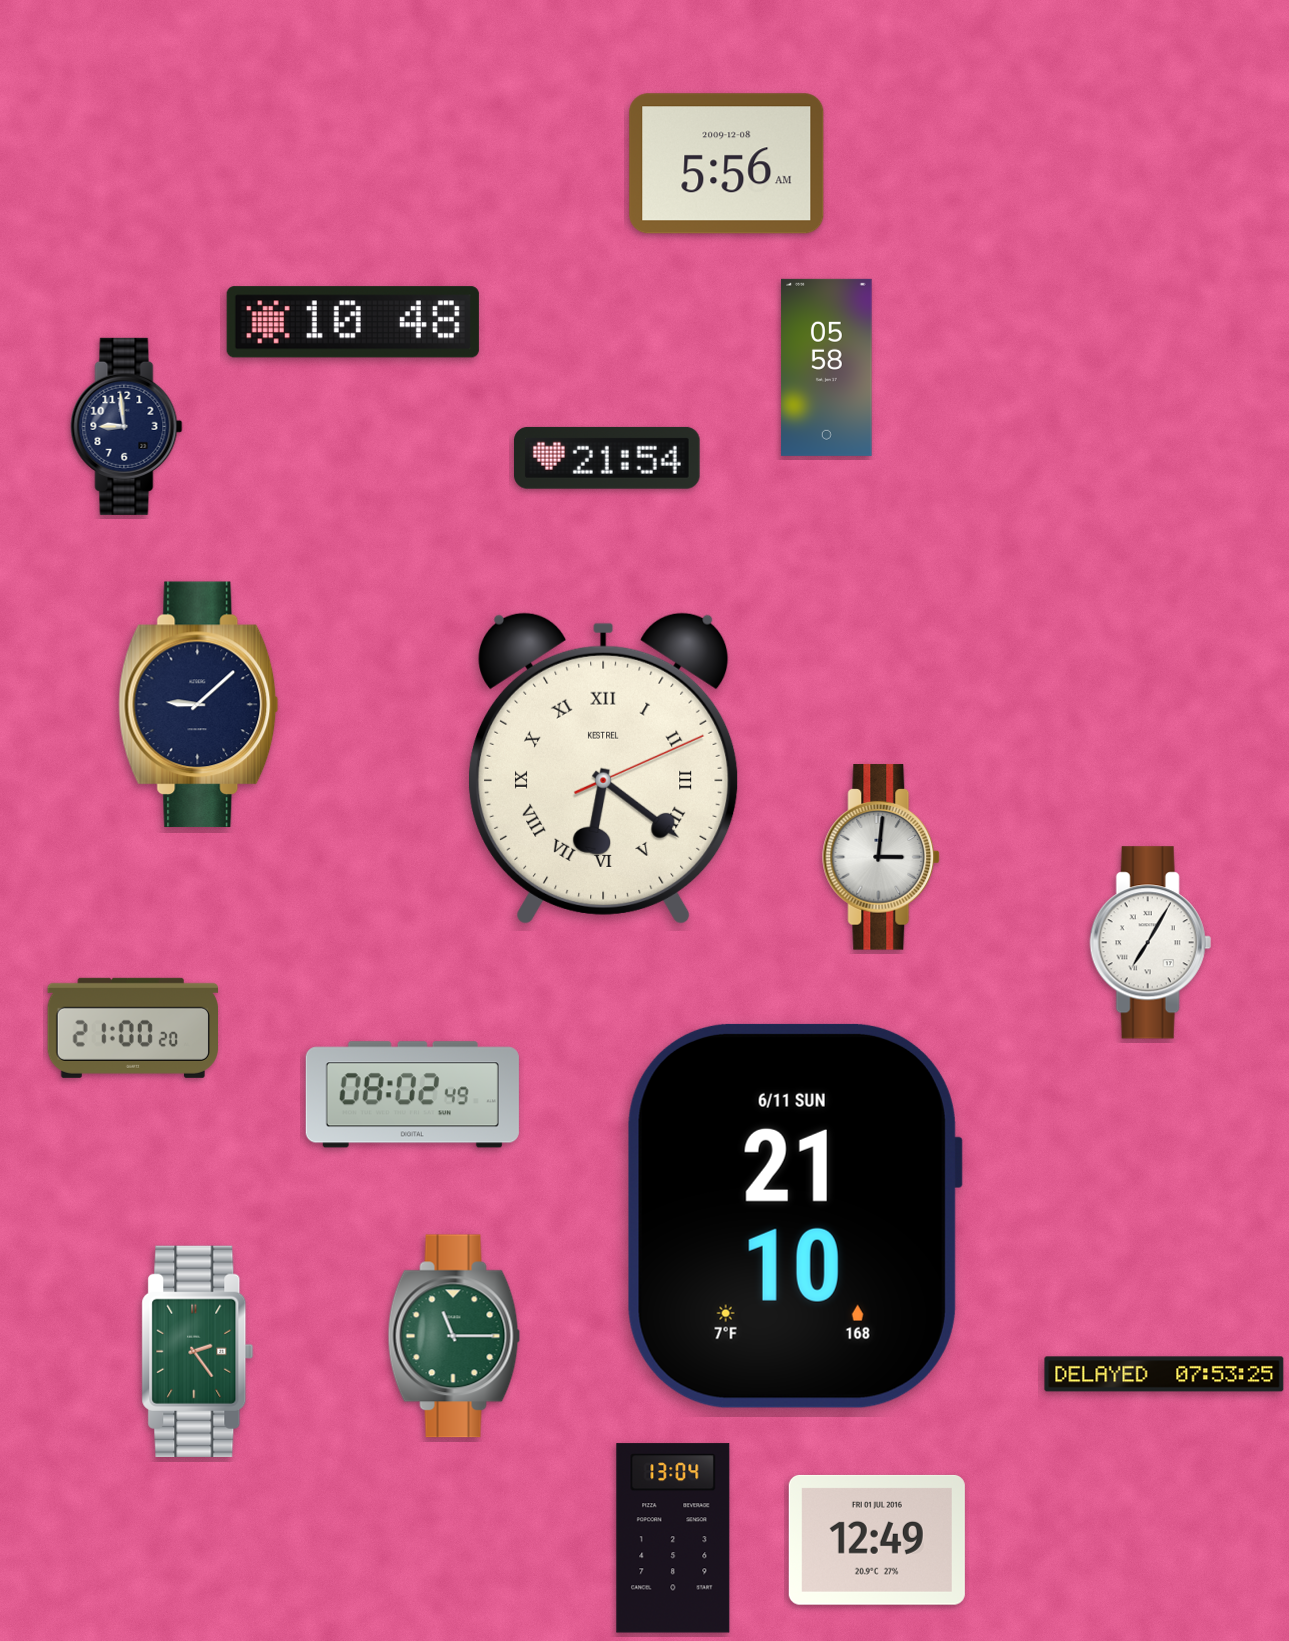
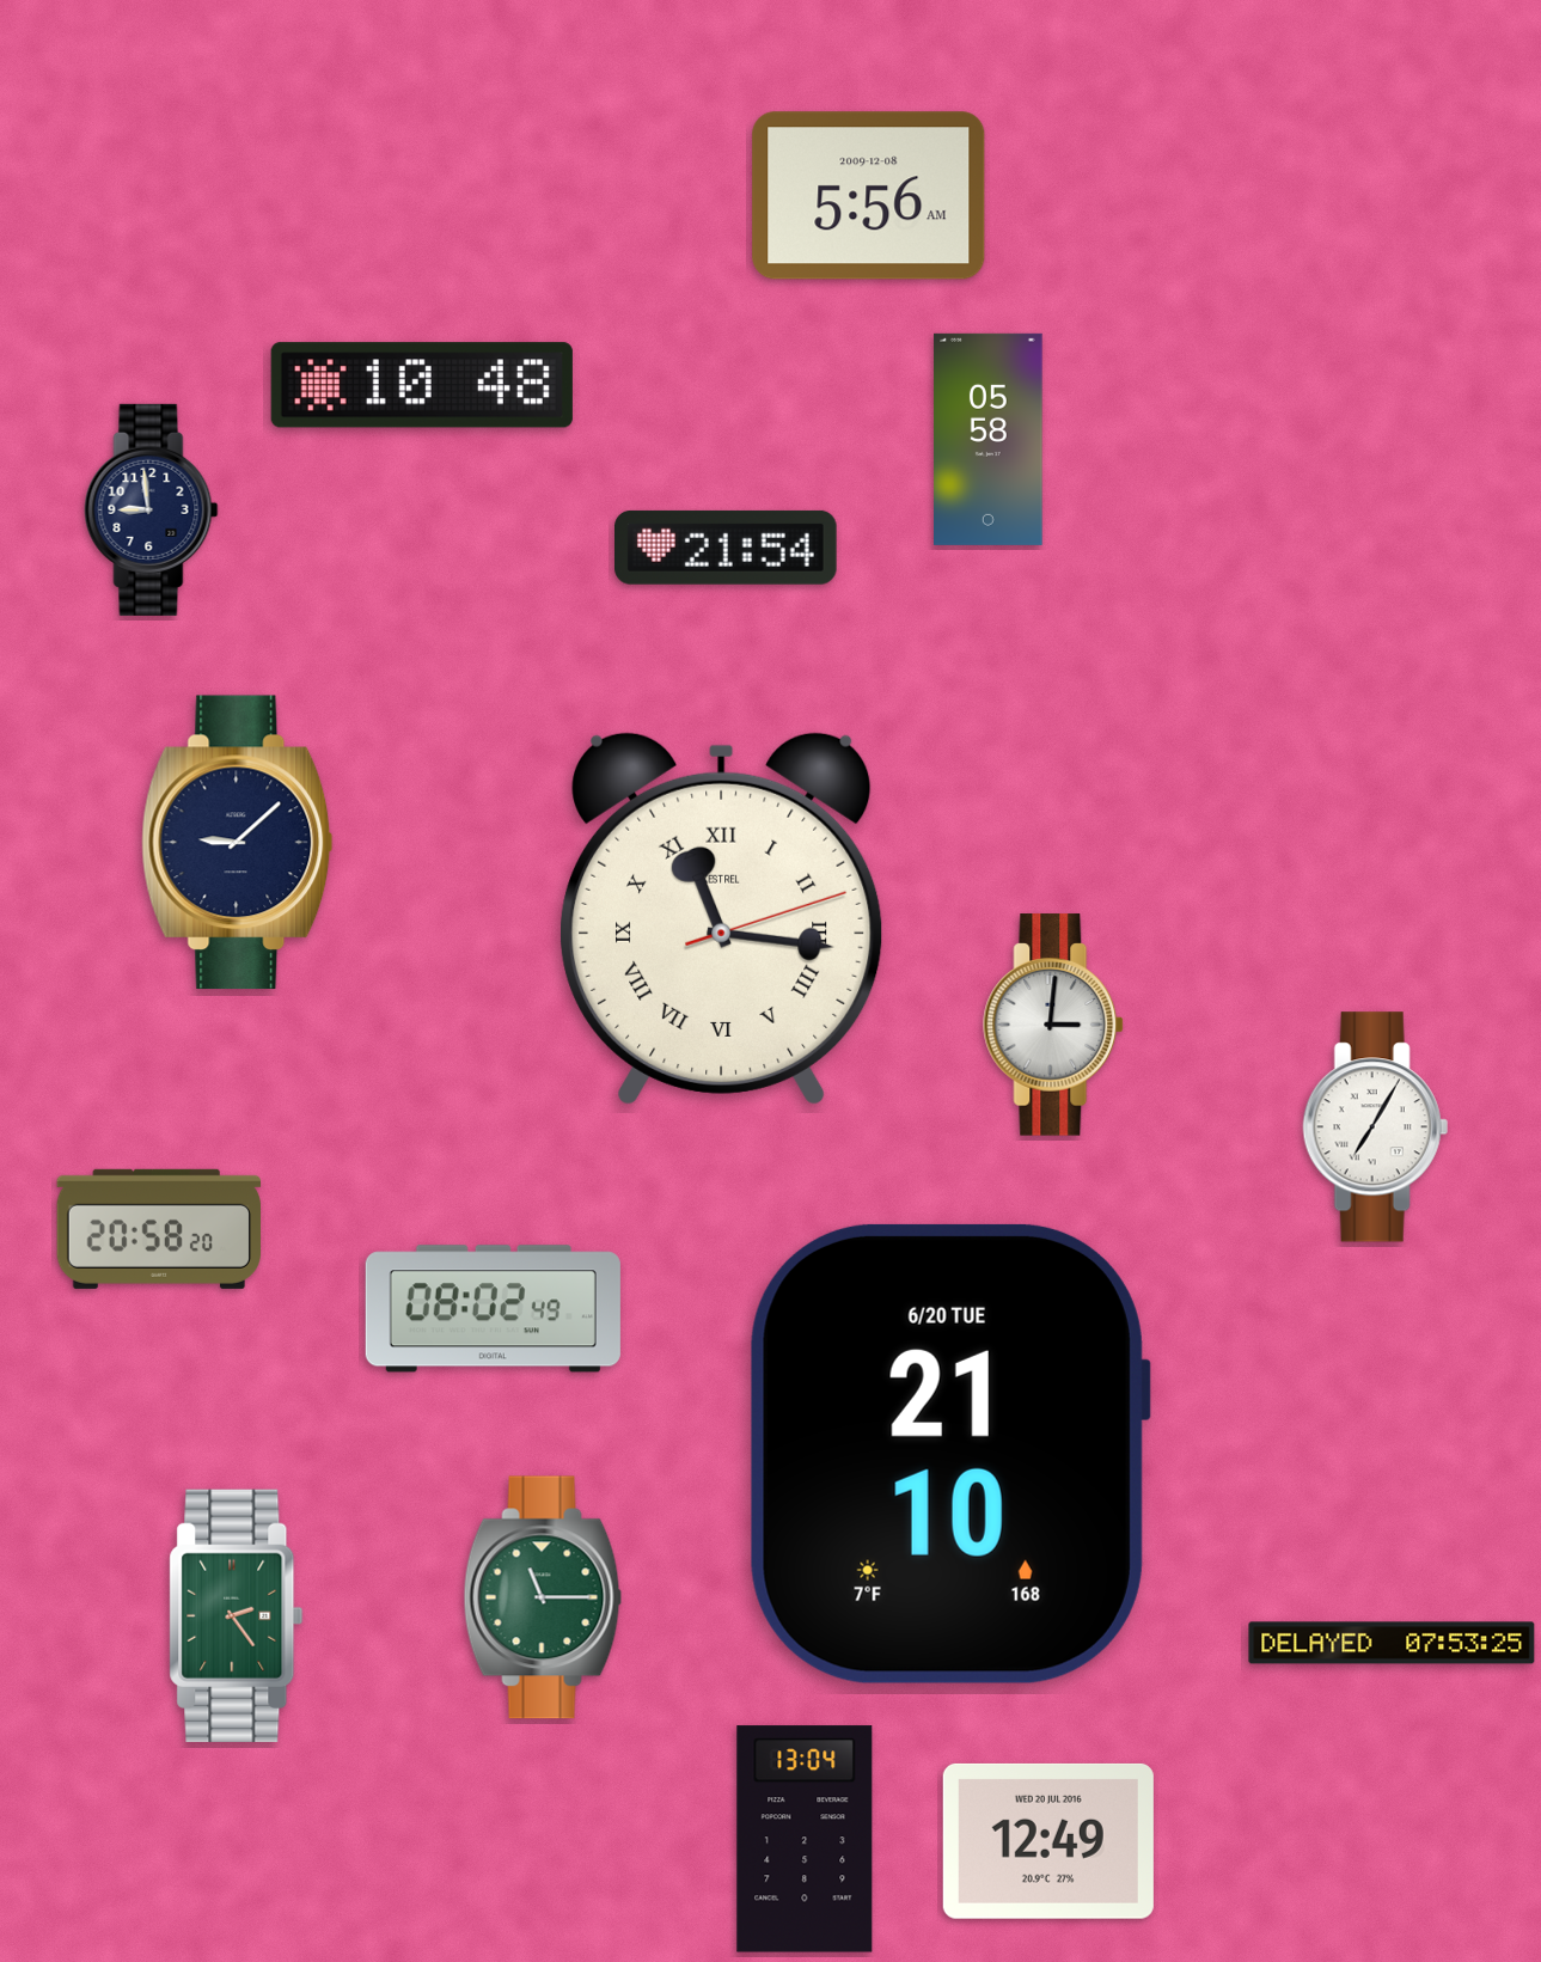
clock at (604, 768): 6:21 -> 11:16
clock at (132, 1028): 21:00 -> 20:58
clock at (795, 1216) date: 6/11 SUN -> 6/20 TUE
clock at (877, 1540) date: FRI 01 JUL 2016 -> WED 20 JUL 2016
